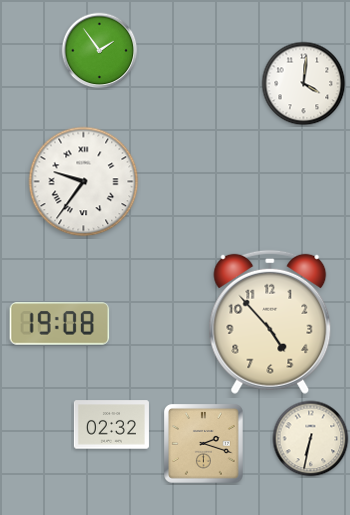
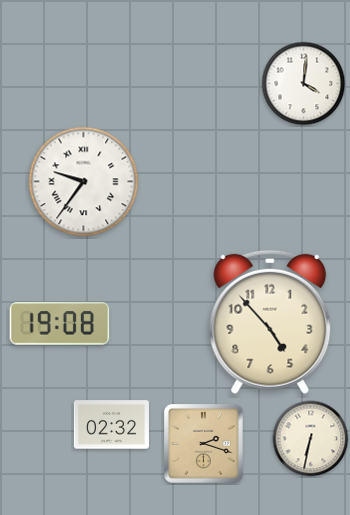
clock at (100, 51): 1:54 -> none
